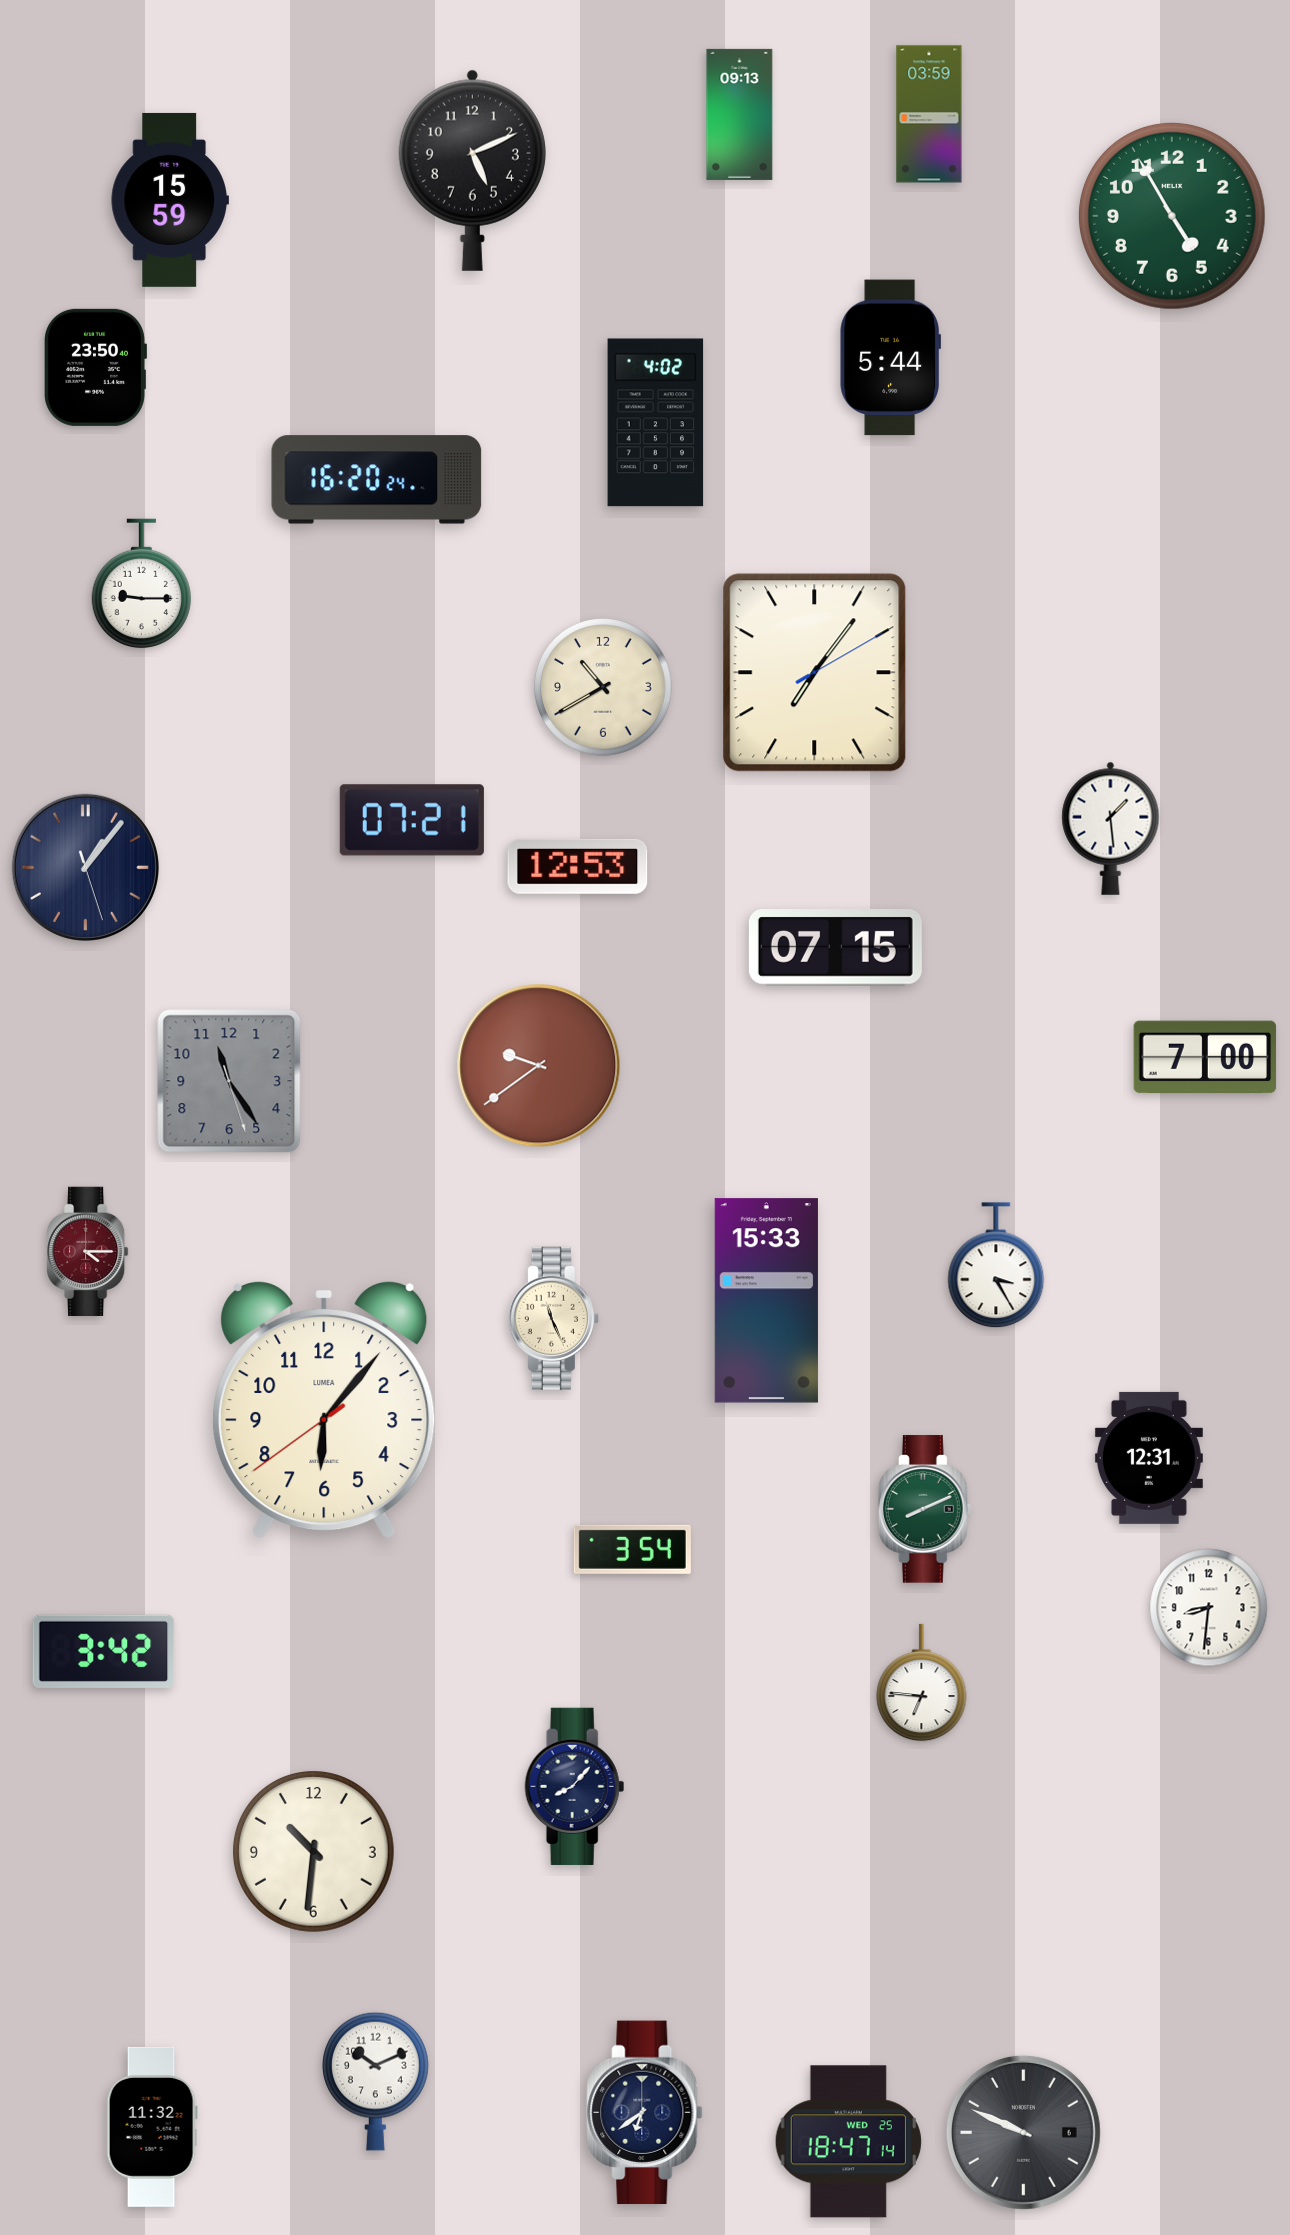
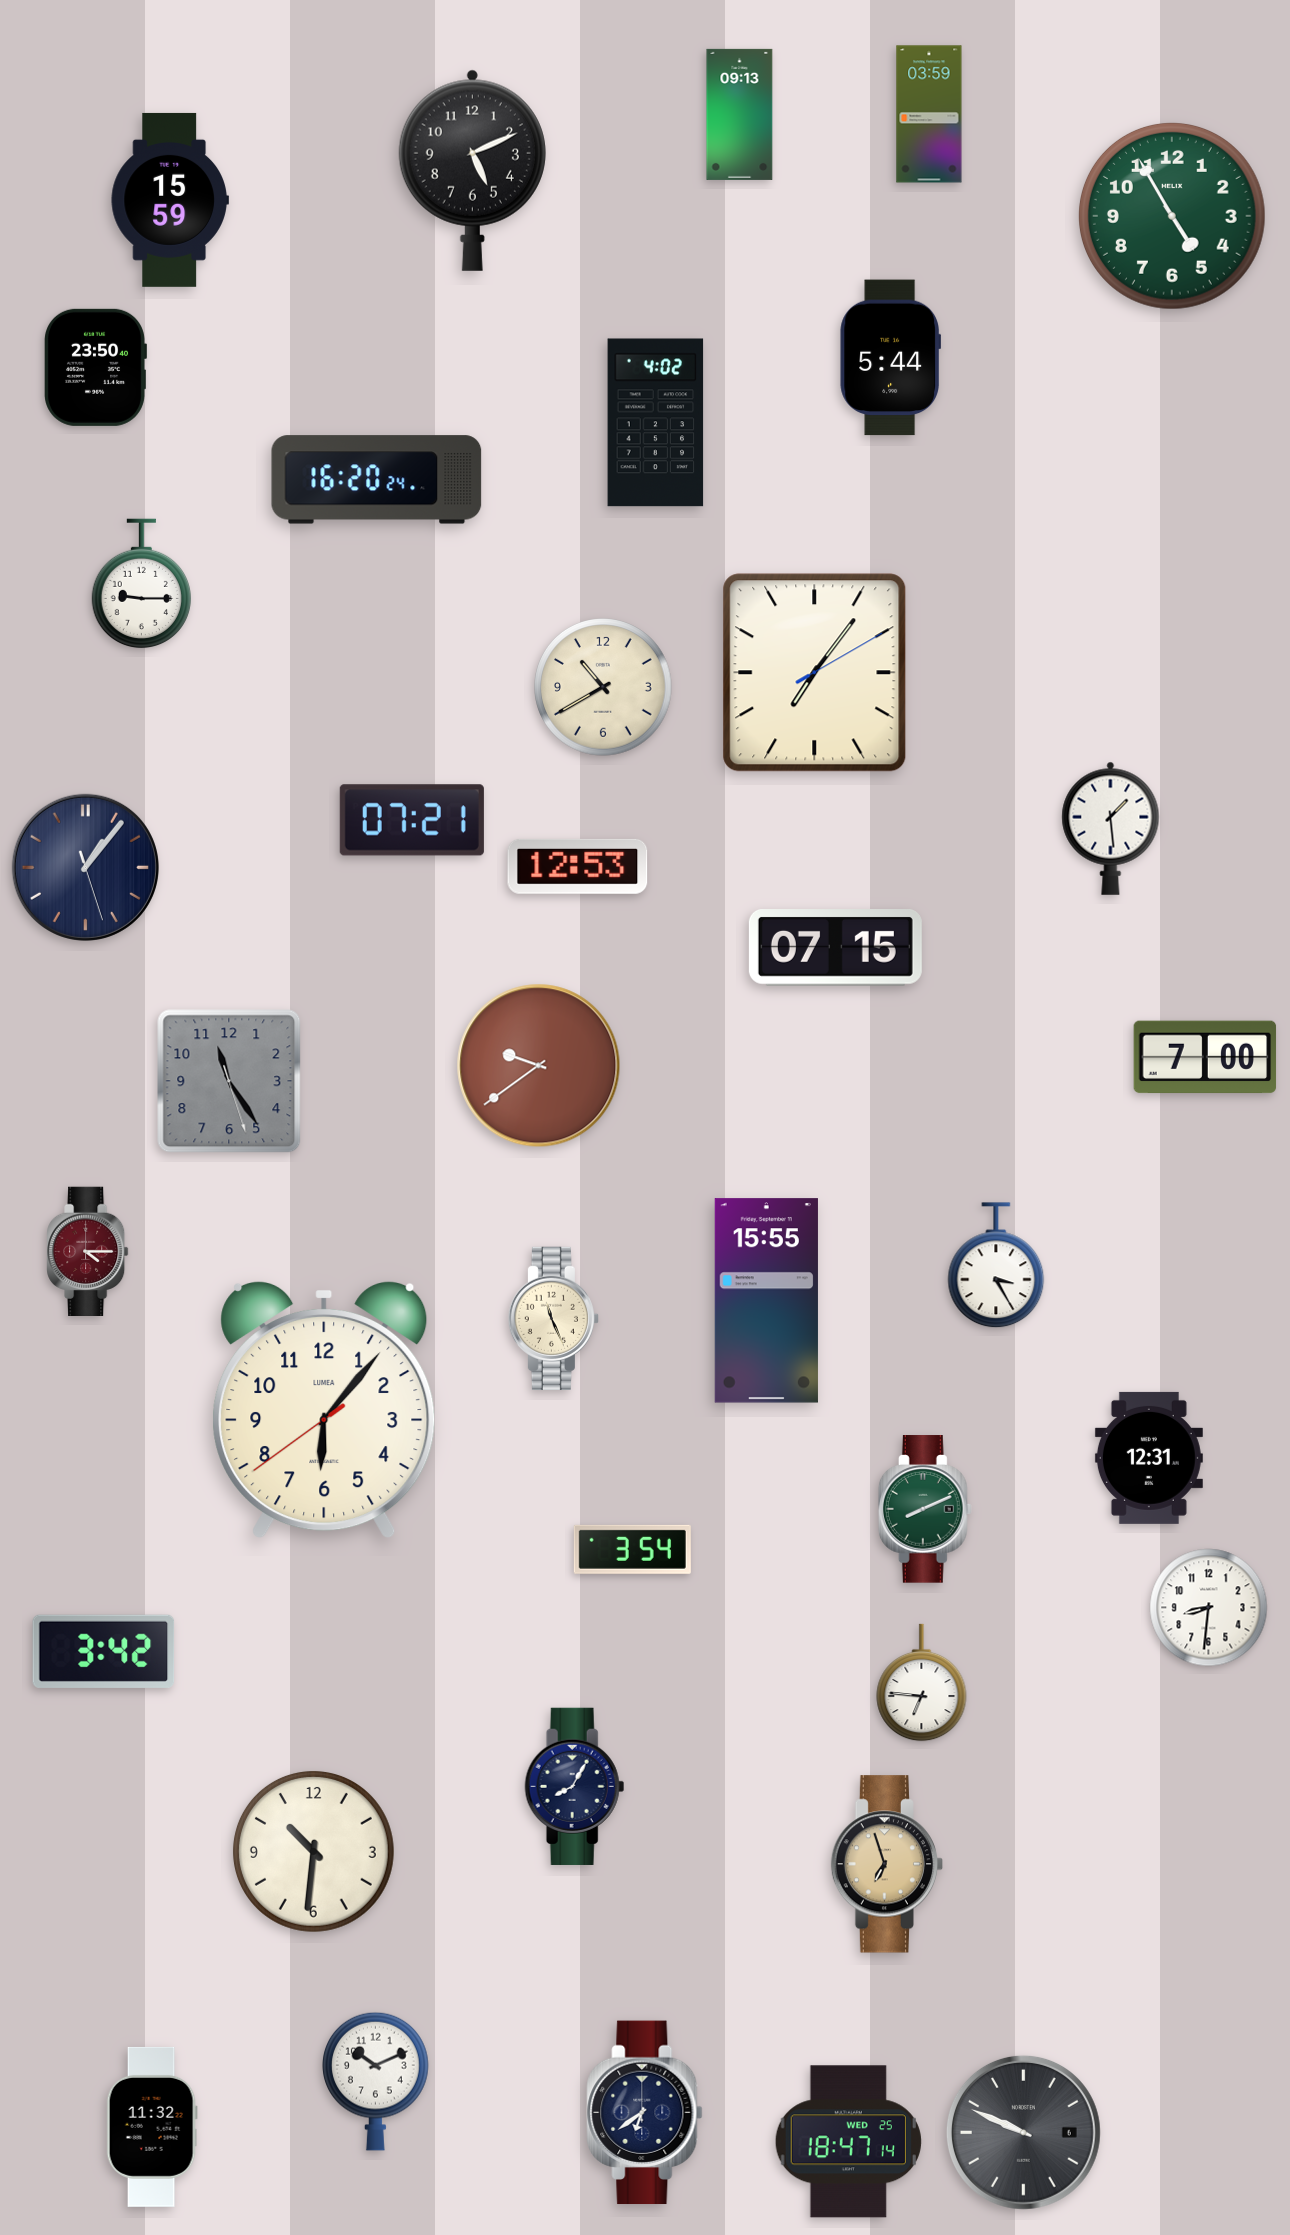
clock at (766, 1301): 15:33 -> 15:55
clock at (575, 1786): 8:07 -> 8:05
clock at (886, 1864): none -> 6:57
